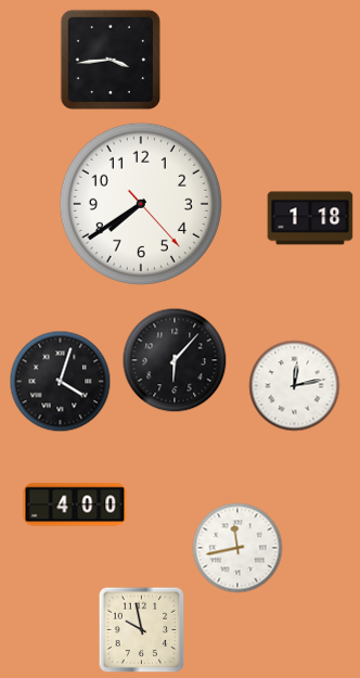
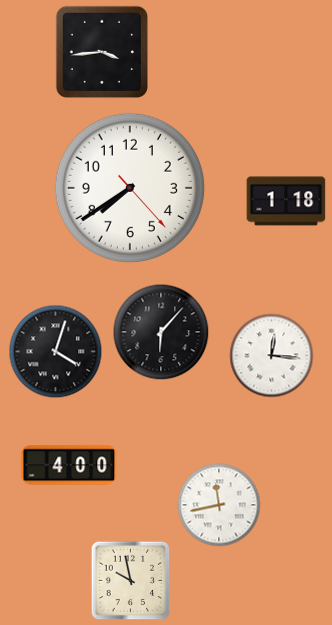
clock at (110, 59) position: (110, 59) -> (101, 51)
clock at (295, 386): 12:13 -> 12:16
